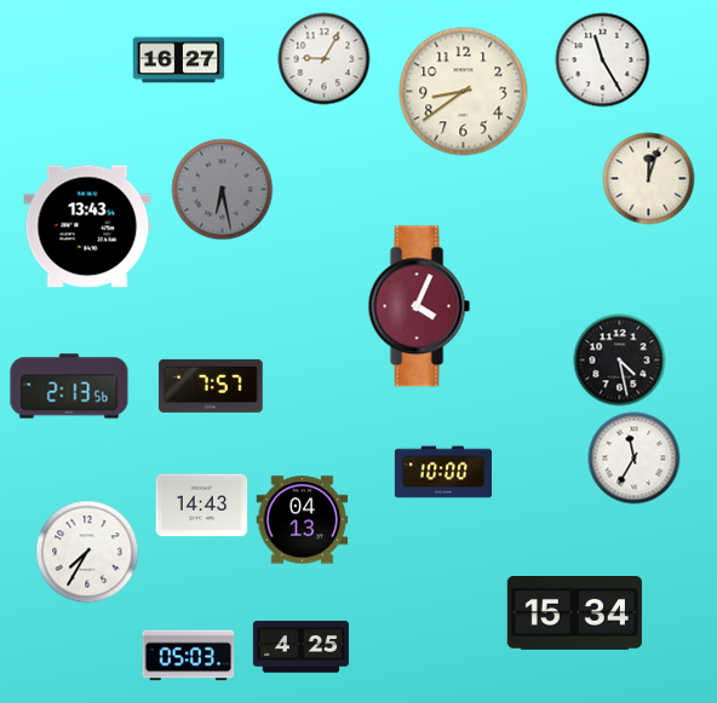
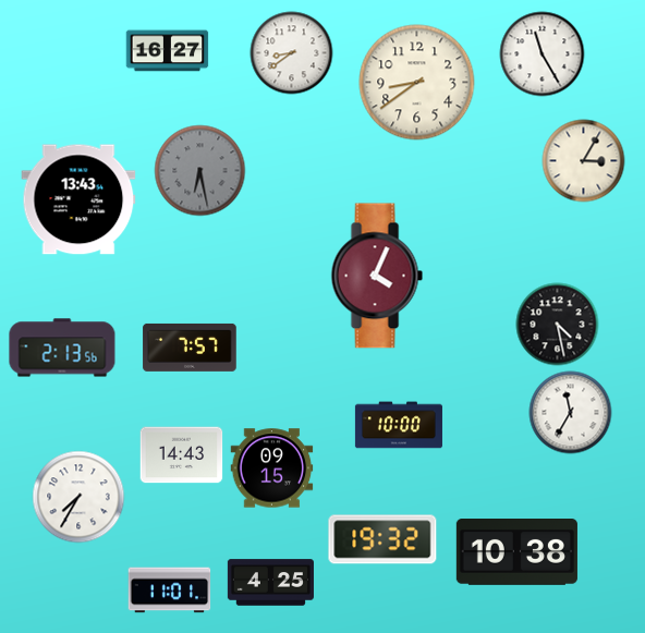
clock at (325, 59): 9:05 -> 8:39
clock at (179, 60) position: (179, 60) -> (168, 51)
clock at (649, 179): 12:03 -> 3:05
clock at (87, 226) position: (87, 226) -> (78, 199)
clock at (303, 520): 04:13 -> 09:15
clock at (382, 539): none -> 19:32
clock at (574, 613): 15:34 -> 10:38
clock at (189, 656): 05:03 -> 11:01
